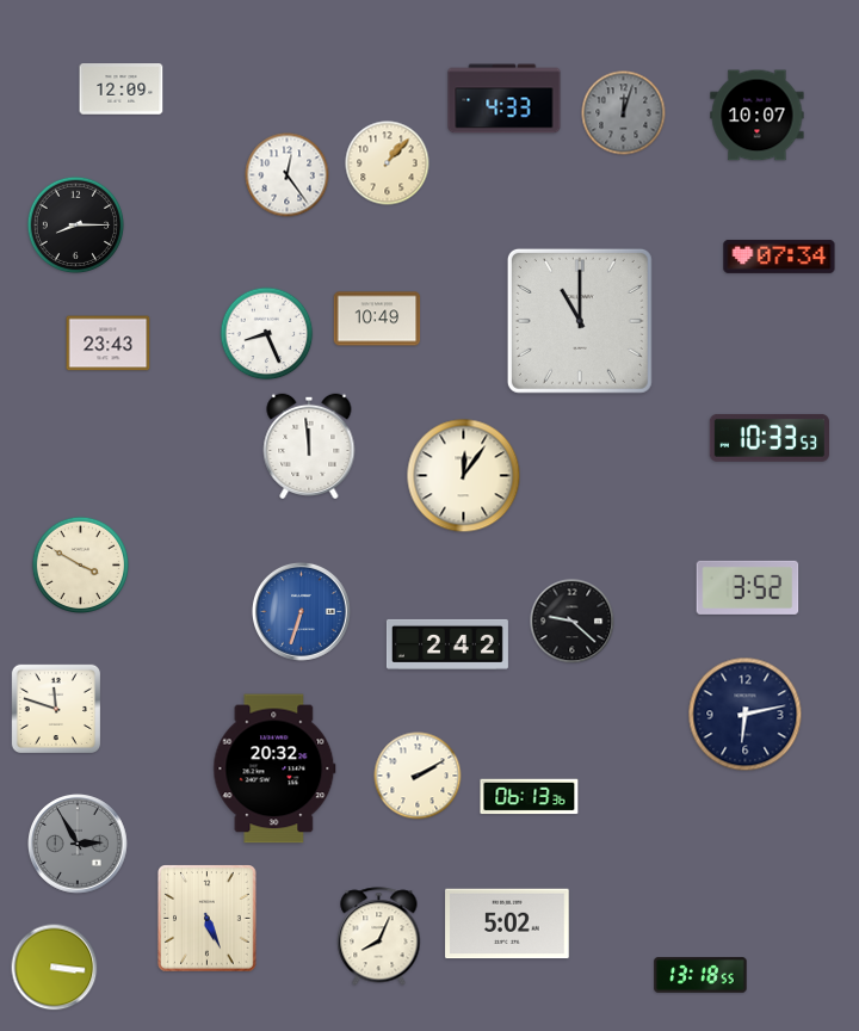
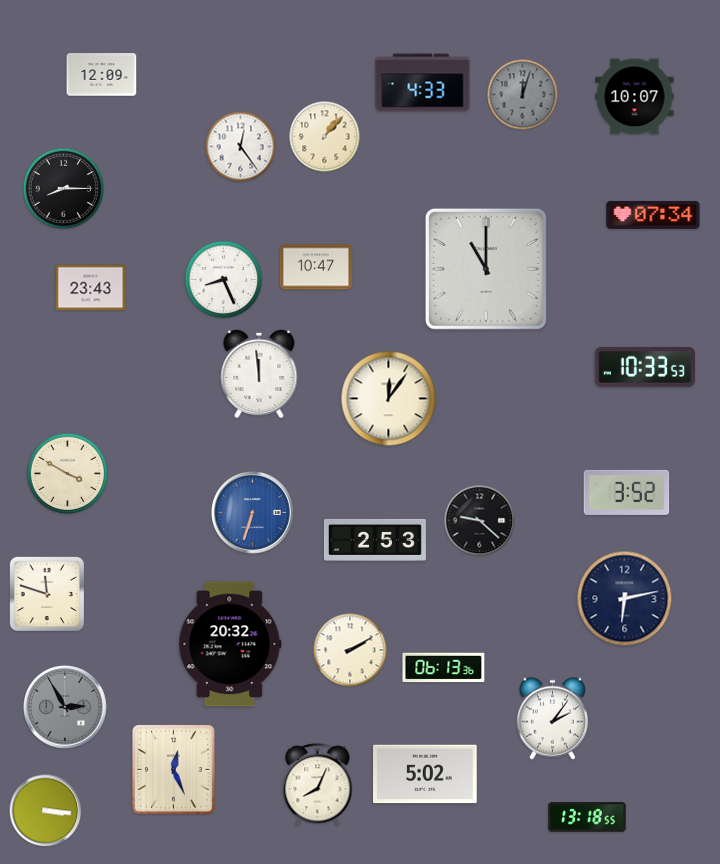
clock at (377, 319): 10:49 -> 10:47
clock at (447, 644): 2:42 -> 2:53
clock at (552, 718): none -> 2:06
clock at (208, 919): 5:26 -> 12:26
